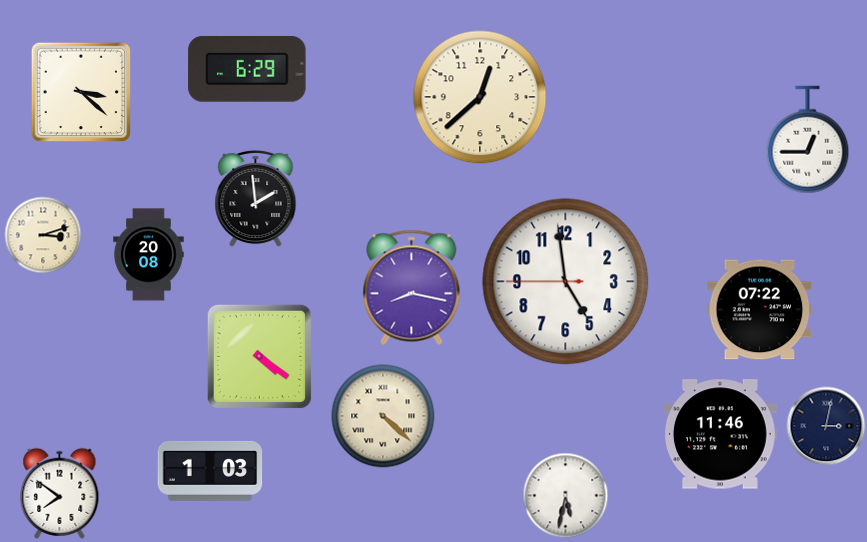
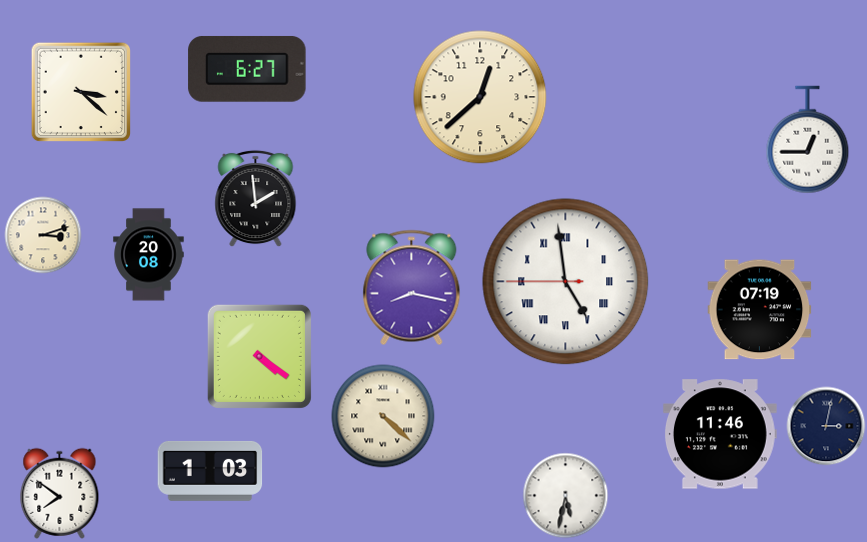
clock at (247, 69): 6:29 -> 6:27
clock at (566, 282) numerals: Arabic -> Roman
clock at (760, 310): 07:22 -> 07:19
